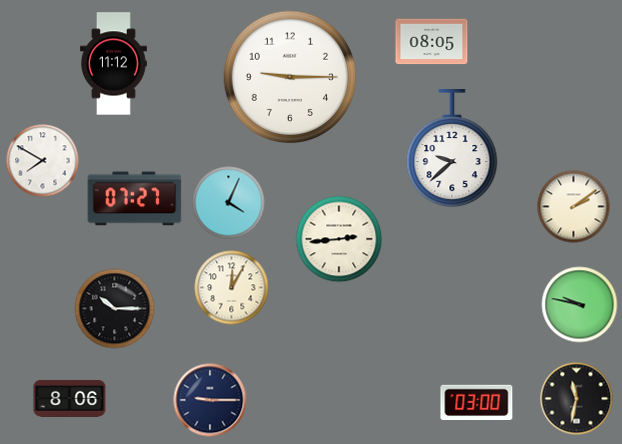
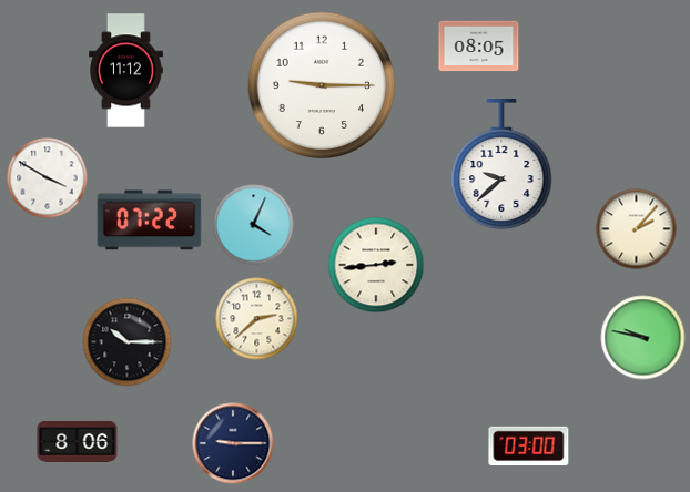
clock at (43, 161): 7:50 -> 3:50
clock at (135, 199): 07:27 -> 07:22
clock at (574, 207): 2:09 -> 2:07
clock at (232, 288): 12:05 -> 2:38
clock at (577, 399): 11:32 -> none
